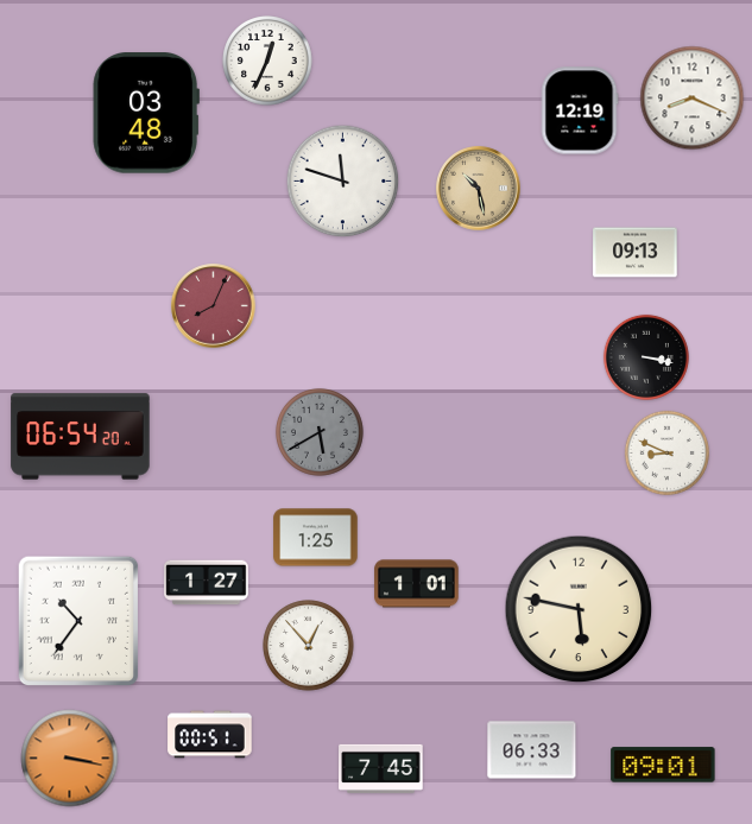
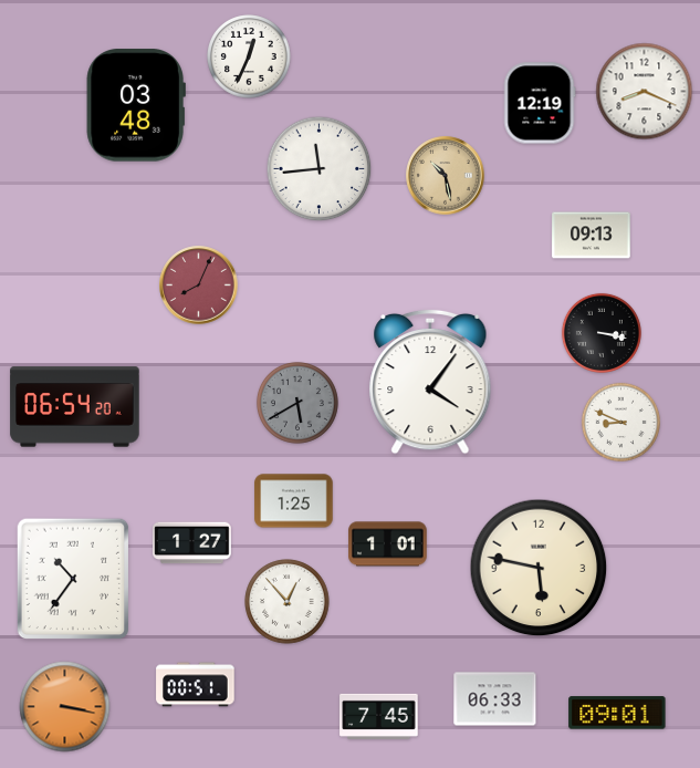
clock at (343, 182): 11:48 -> 11:44
clock at (430, 382): none -> 4:06
clock at (381, 768) position: (381, 768) -> (379, 716)
